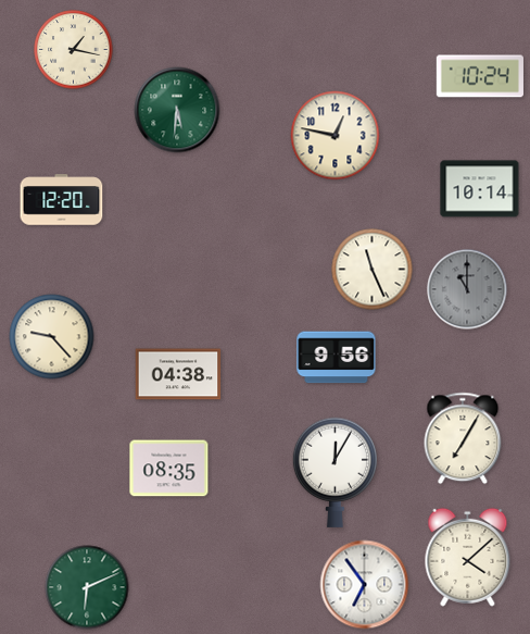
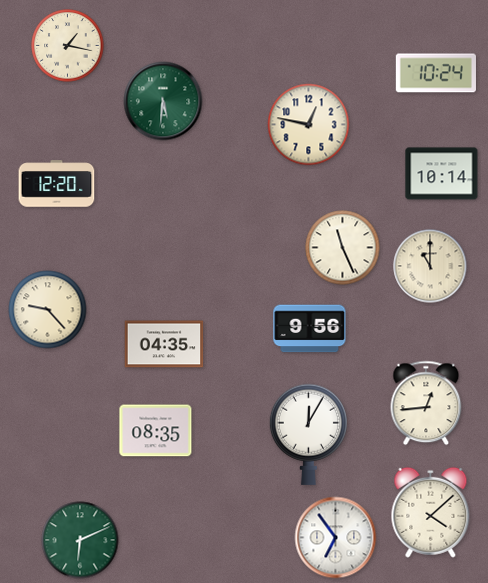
clock at (480, 76) position: (480, 76) -> (436, 73)
clock at (467, 289) dial: grey -> cream
clock at (178, 374): 04:38 -> 04:35
clock at (463, 438): 7:05 -> 12:44
